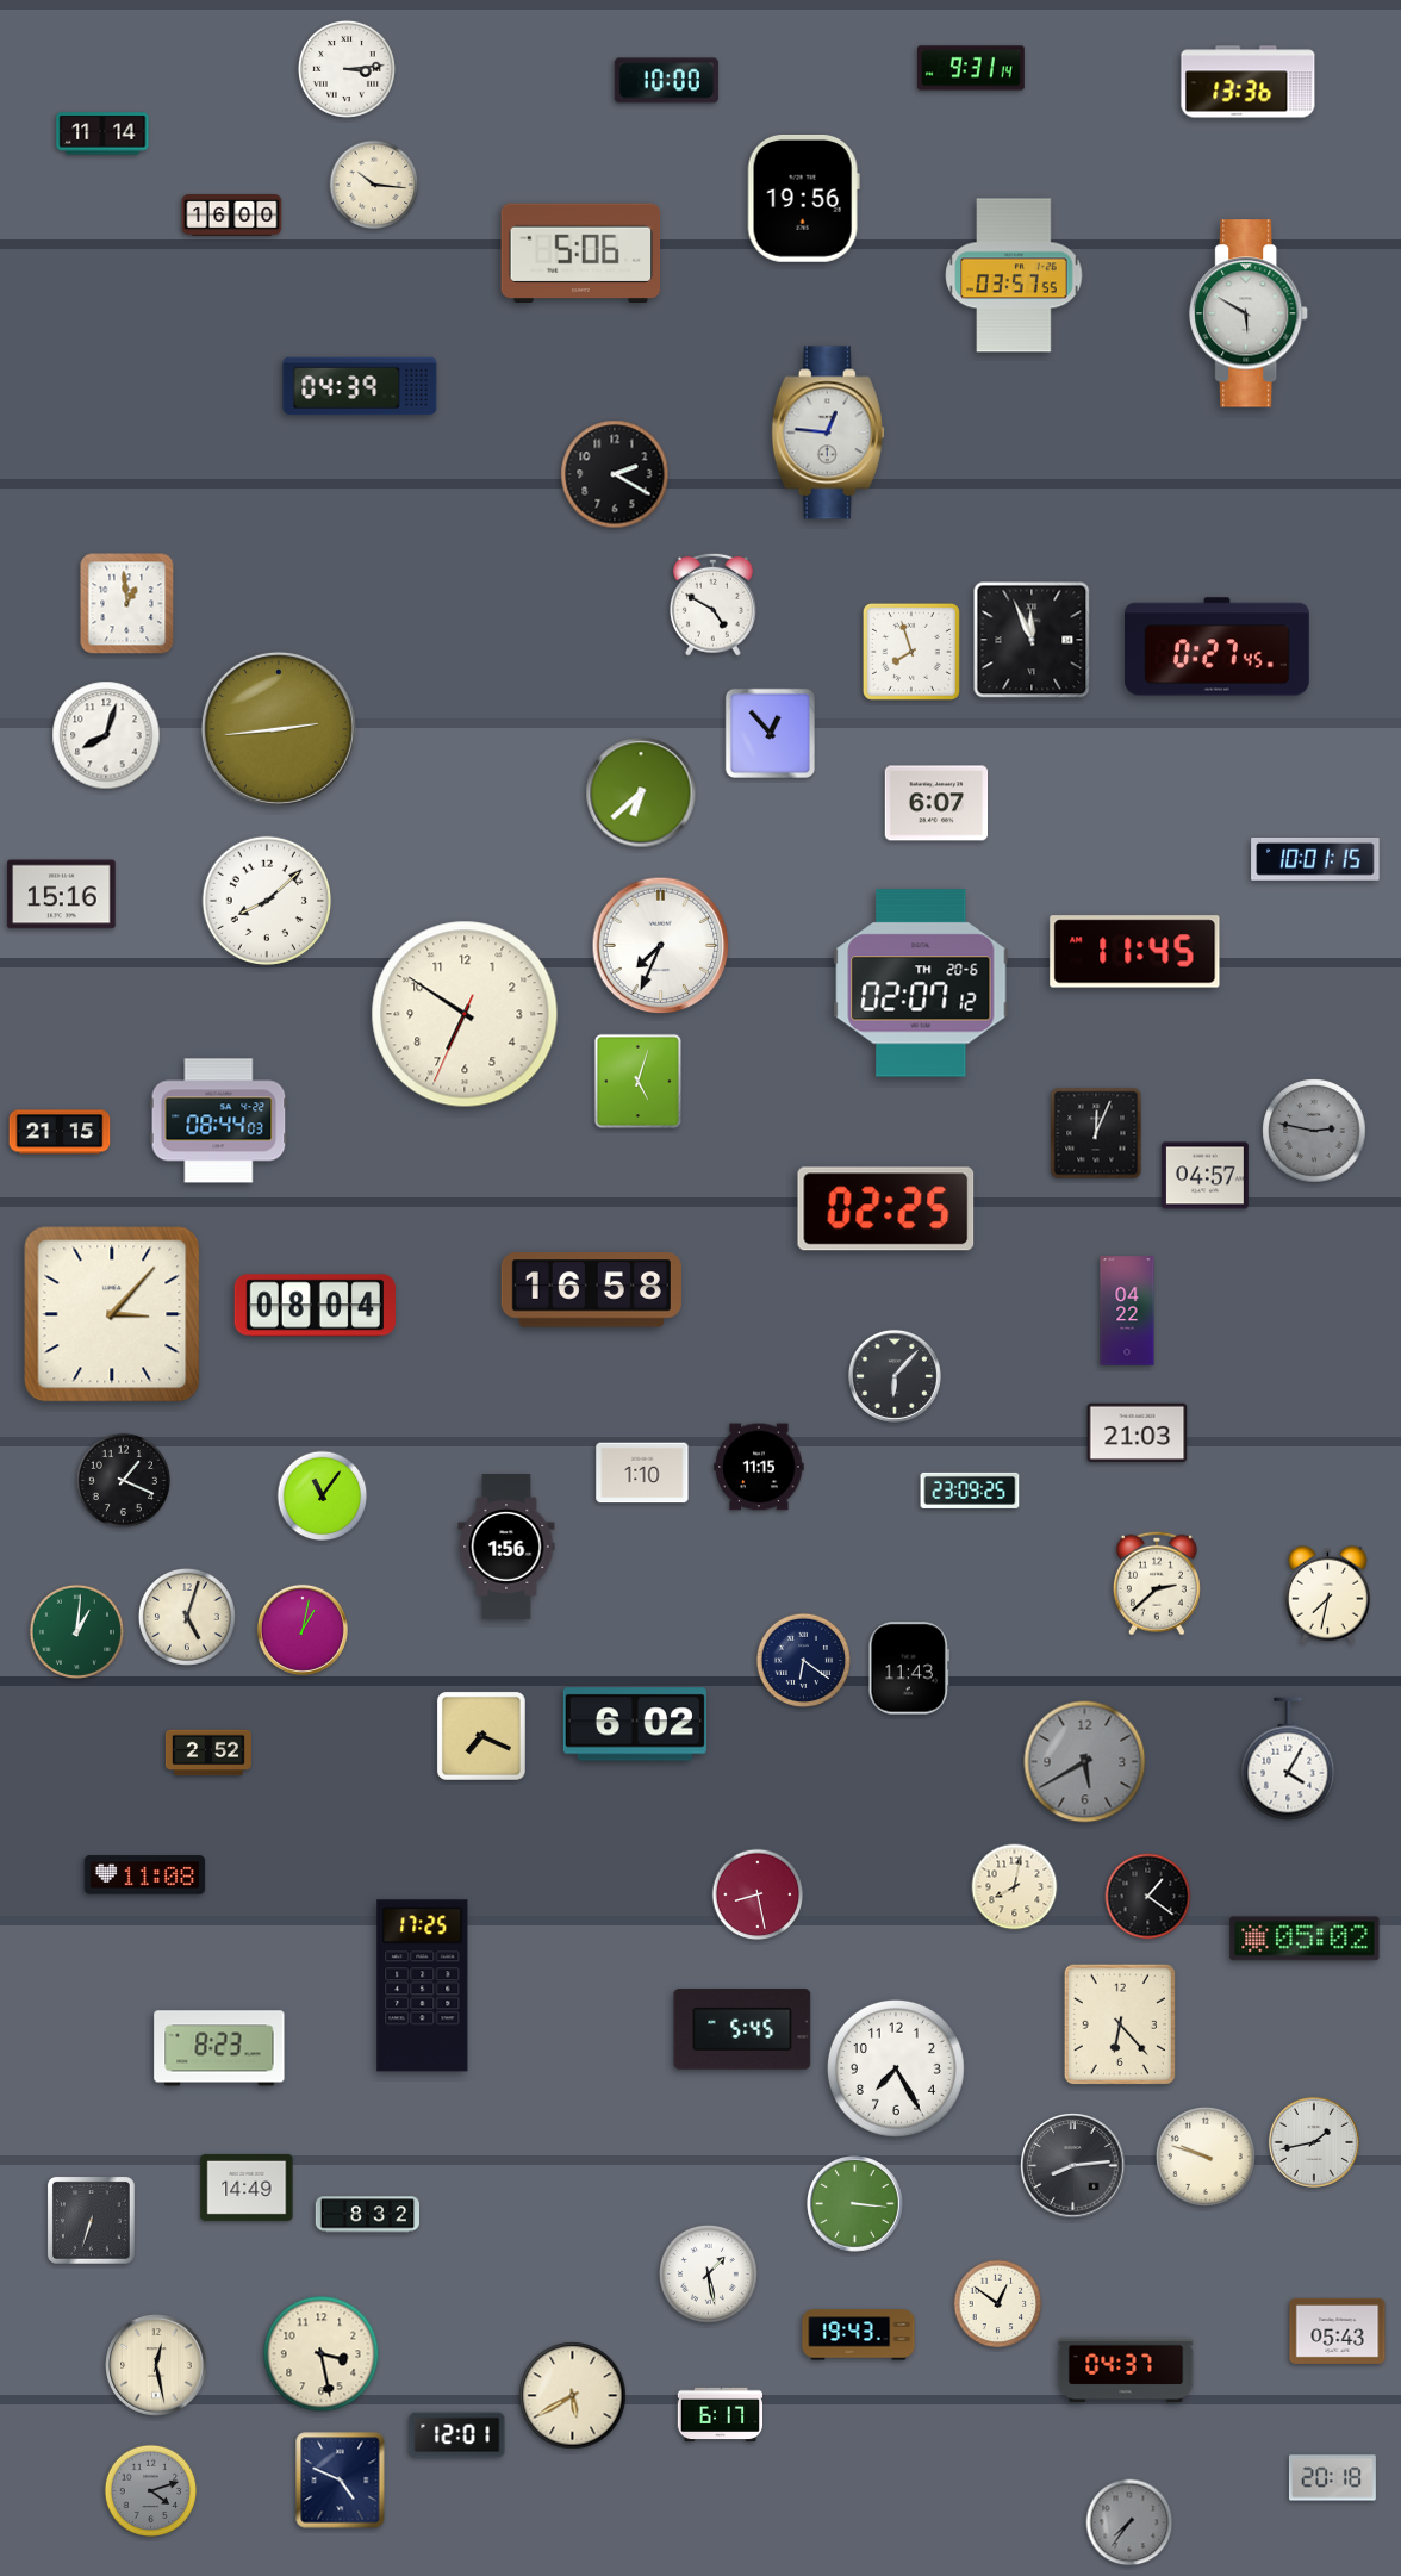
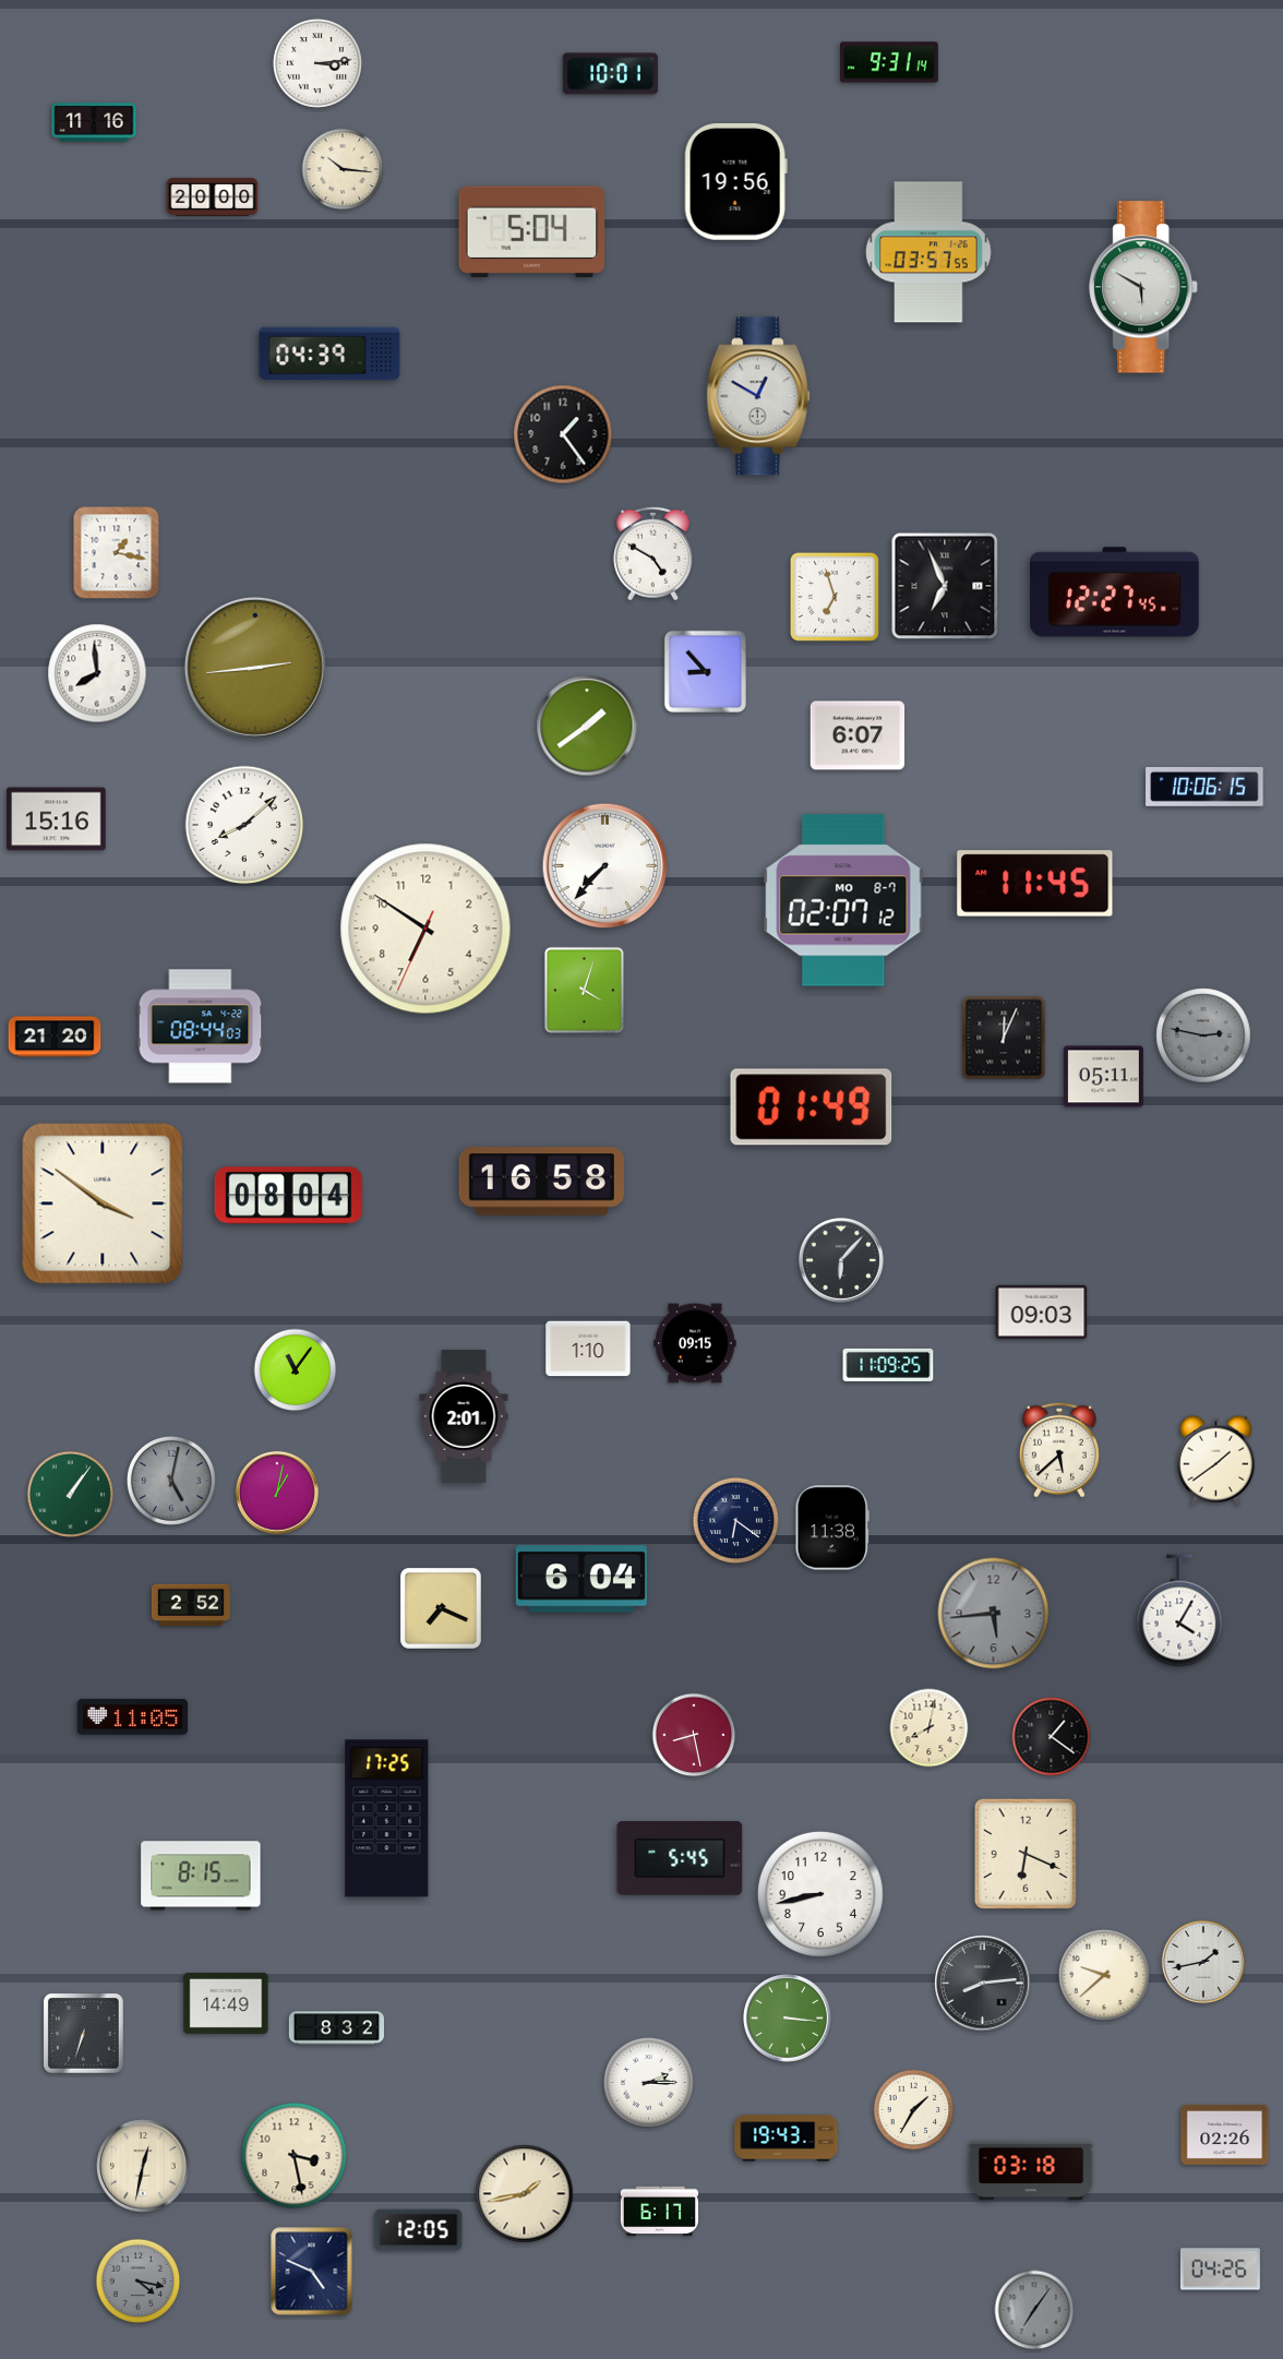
clock at (666, 81): 10:00 -> 10:01
clock at (1249, 82): 13:36 -> none
clock at (102, 133): 11:14 -> 11:16
clock at (232, 216): 16:00 -> 20:00
clock at (581, 253): 5:06 -> 5:04
clock at (828, 433): 12:46 -> 12:50
clock at (615, 474): 2:20 -> 1:24
clock at (127, 604): 12:59 -> 1:17
clock at (1032, 640): 11:56 -> 6:56
clock at (1218, 647): 0:27 -> 12:27
clock at (911, 652): 7:57 -> 6:57
clock at (770, 733): 12:53 -> 8:53
clock at (106, 735): 8:03 -> 7:59
clock at (641, 792): 6:38 -> 1:39
clock at (1315, 860): 10:01 -> 10:06
clock at (661, 946): 7:34 -> 7:37
clock at (1135, 952) position: (1135, 952) -> (1035, 884)
clock at (921, 983) date: TH 20-6 -> MO 8-7
clock at (637, 1081): 5:03 -> 4:03
clock at (60, 1132): 21:15 -> 21:20
clock at (1204, 1176): 04:57 -> 05:11
clock at (886, 1209): 02:25 -> 01:49
clock at (1127, 1311): 04:22 -> none
clock at (112, 1314): 3:07 -> 3:51
clock at (895, 1376) position: (895, 1376) -> (841, 1260)
clock at (1138, 1433): 21:03 -> 09:03
clock at (759, 1467): 11:15 -> 09:15
clock at (123, 1480): 1:19 -> none
clock at (970, 1491): 23:09 -> 11:09
clock at (506, 1548): 1:56 -> 2:01
clock at (1157, 1583): 2:38 -> 5:38
clock at (1327, 1594): 7:32 -> 1:39
clock at (187, 1617): 5:03 -> 5:02
clock at (187, 1617) dial: cream -> grey
clock at (76, 1631): 1:01 -> 1:06
clock at (908, 1668): 11:43 -> 11:38
clock at (635, 1724): 6:02 -> 6:04
clock at (481, 1736) position: (481, 1736) -> (441, 1608)
clock at (1085, 1762): 5:40 -> 5:44
clock at (145, 1875): 11:08 -> 11:05
clock at (1305, 1939): 05:02 -> none
clock at (1119, 2023): 6:23 -> 6:19
clock at (219, 2048): 8:23 -> 8:15
clock at (896, 2068): 7:25 -> 8:43
clock at (1206, 2157): 9:48 -> 9:38
clock at (855, 2204) position: (855, 2204) -> (788, 2019)
clock at (708, 2273): 1:28 -> 2:15
clock at (998, 2304): 12:51 -> 1:35
clock at (1338, 2331): 05:43 -> 02:26
clock at (156, 2365): 12:28 -> 12:32
clock at (1126, 2370): 04:37 -> 03:18
clock at (573, 2396): 5:40 -> 1:43
clock at (457, 2435): 12:01 -> 12:05
clock at (1332, 2478): 20:18 -> 04:26
clock at (151, 2491): 4:12 -> 4:17
clock at (1129, 2522): 7:36 -> 7:06
